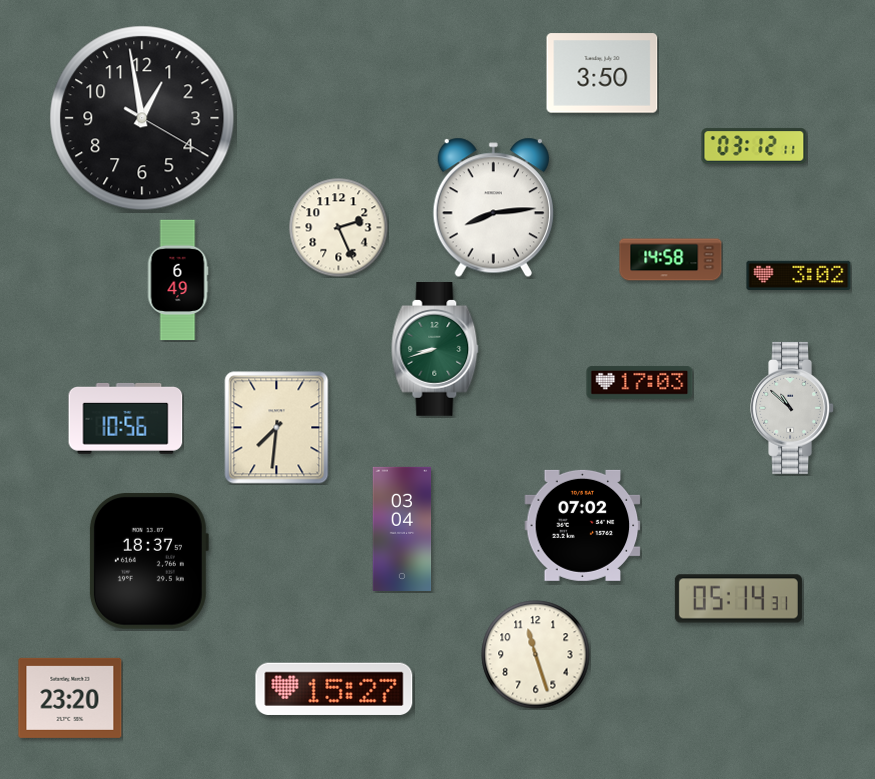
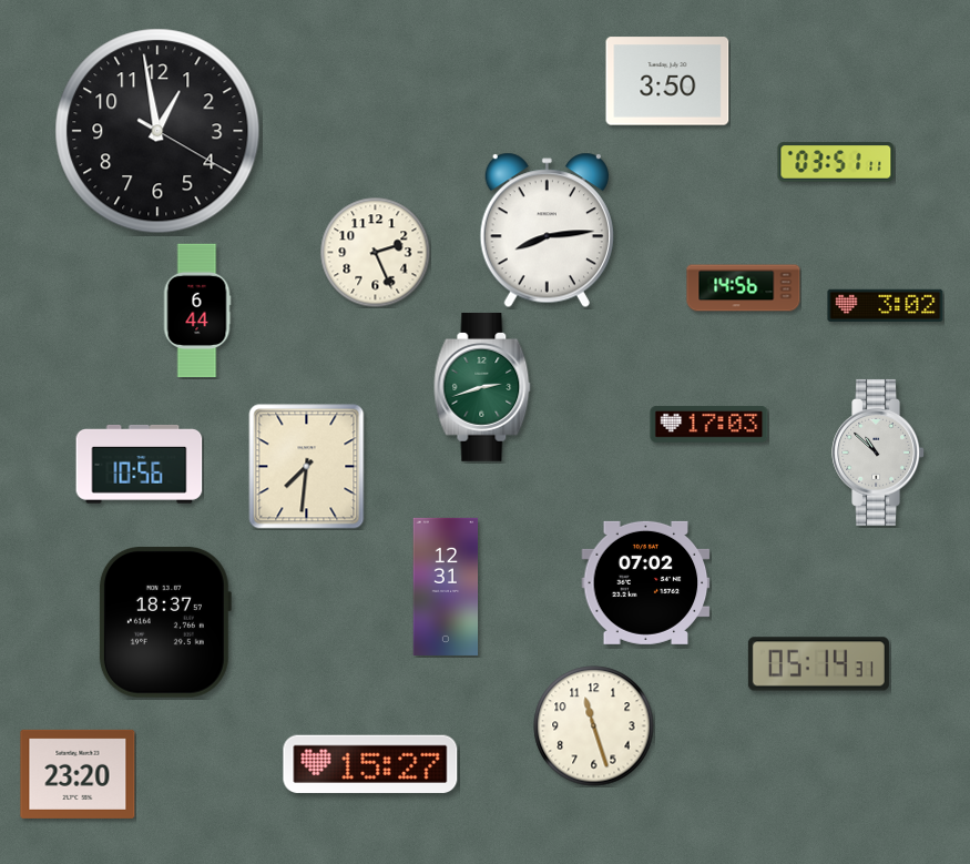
clock at (754, 146): 03:12 -> 03:51
clock at (671, 260): 14:58 -> 14:56
clock at (178, 280): 6:49 -> 6:44
clock at (435, 350): 8:42 -> 2:42
clock at (277, 428) position: (277, 428) -> (307, 467)
clock at (402, 529): 03:04 -> 12:31
